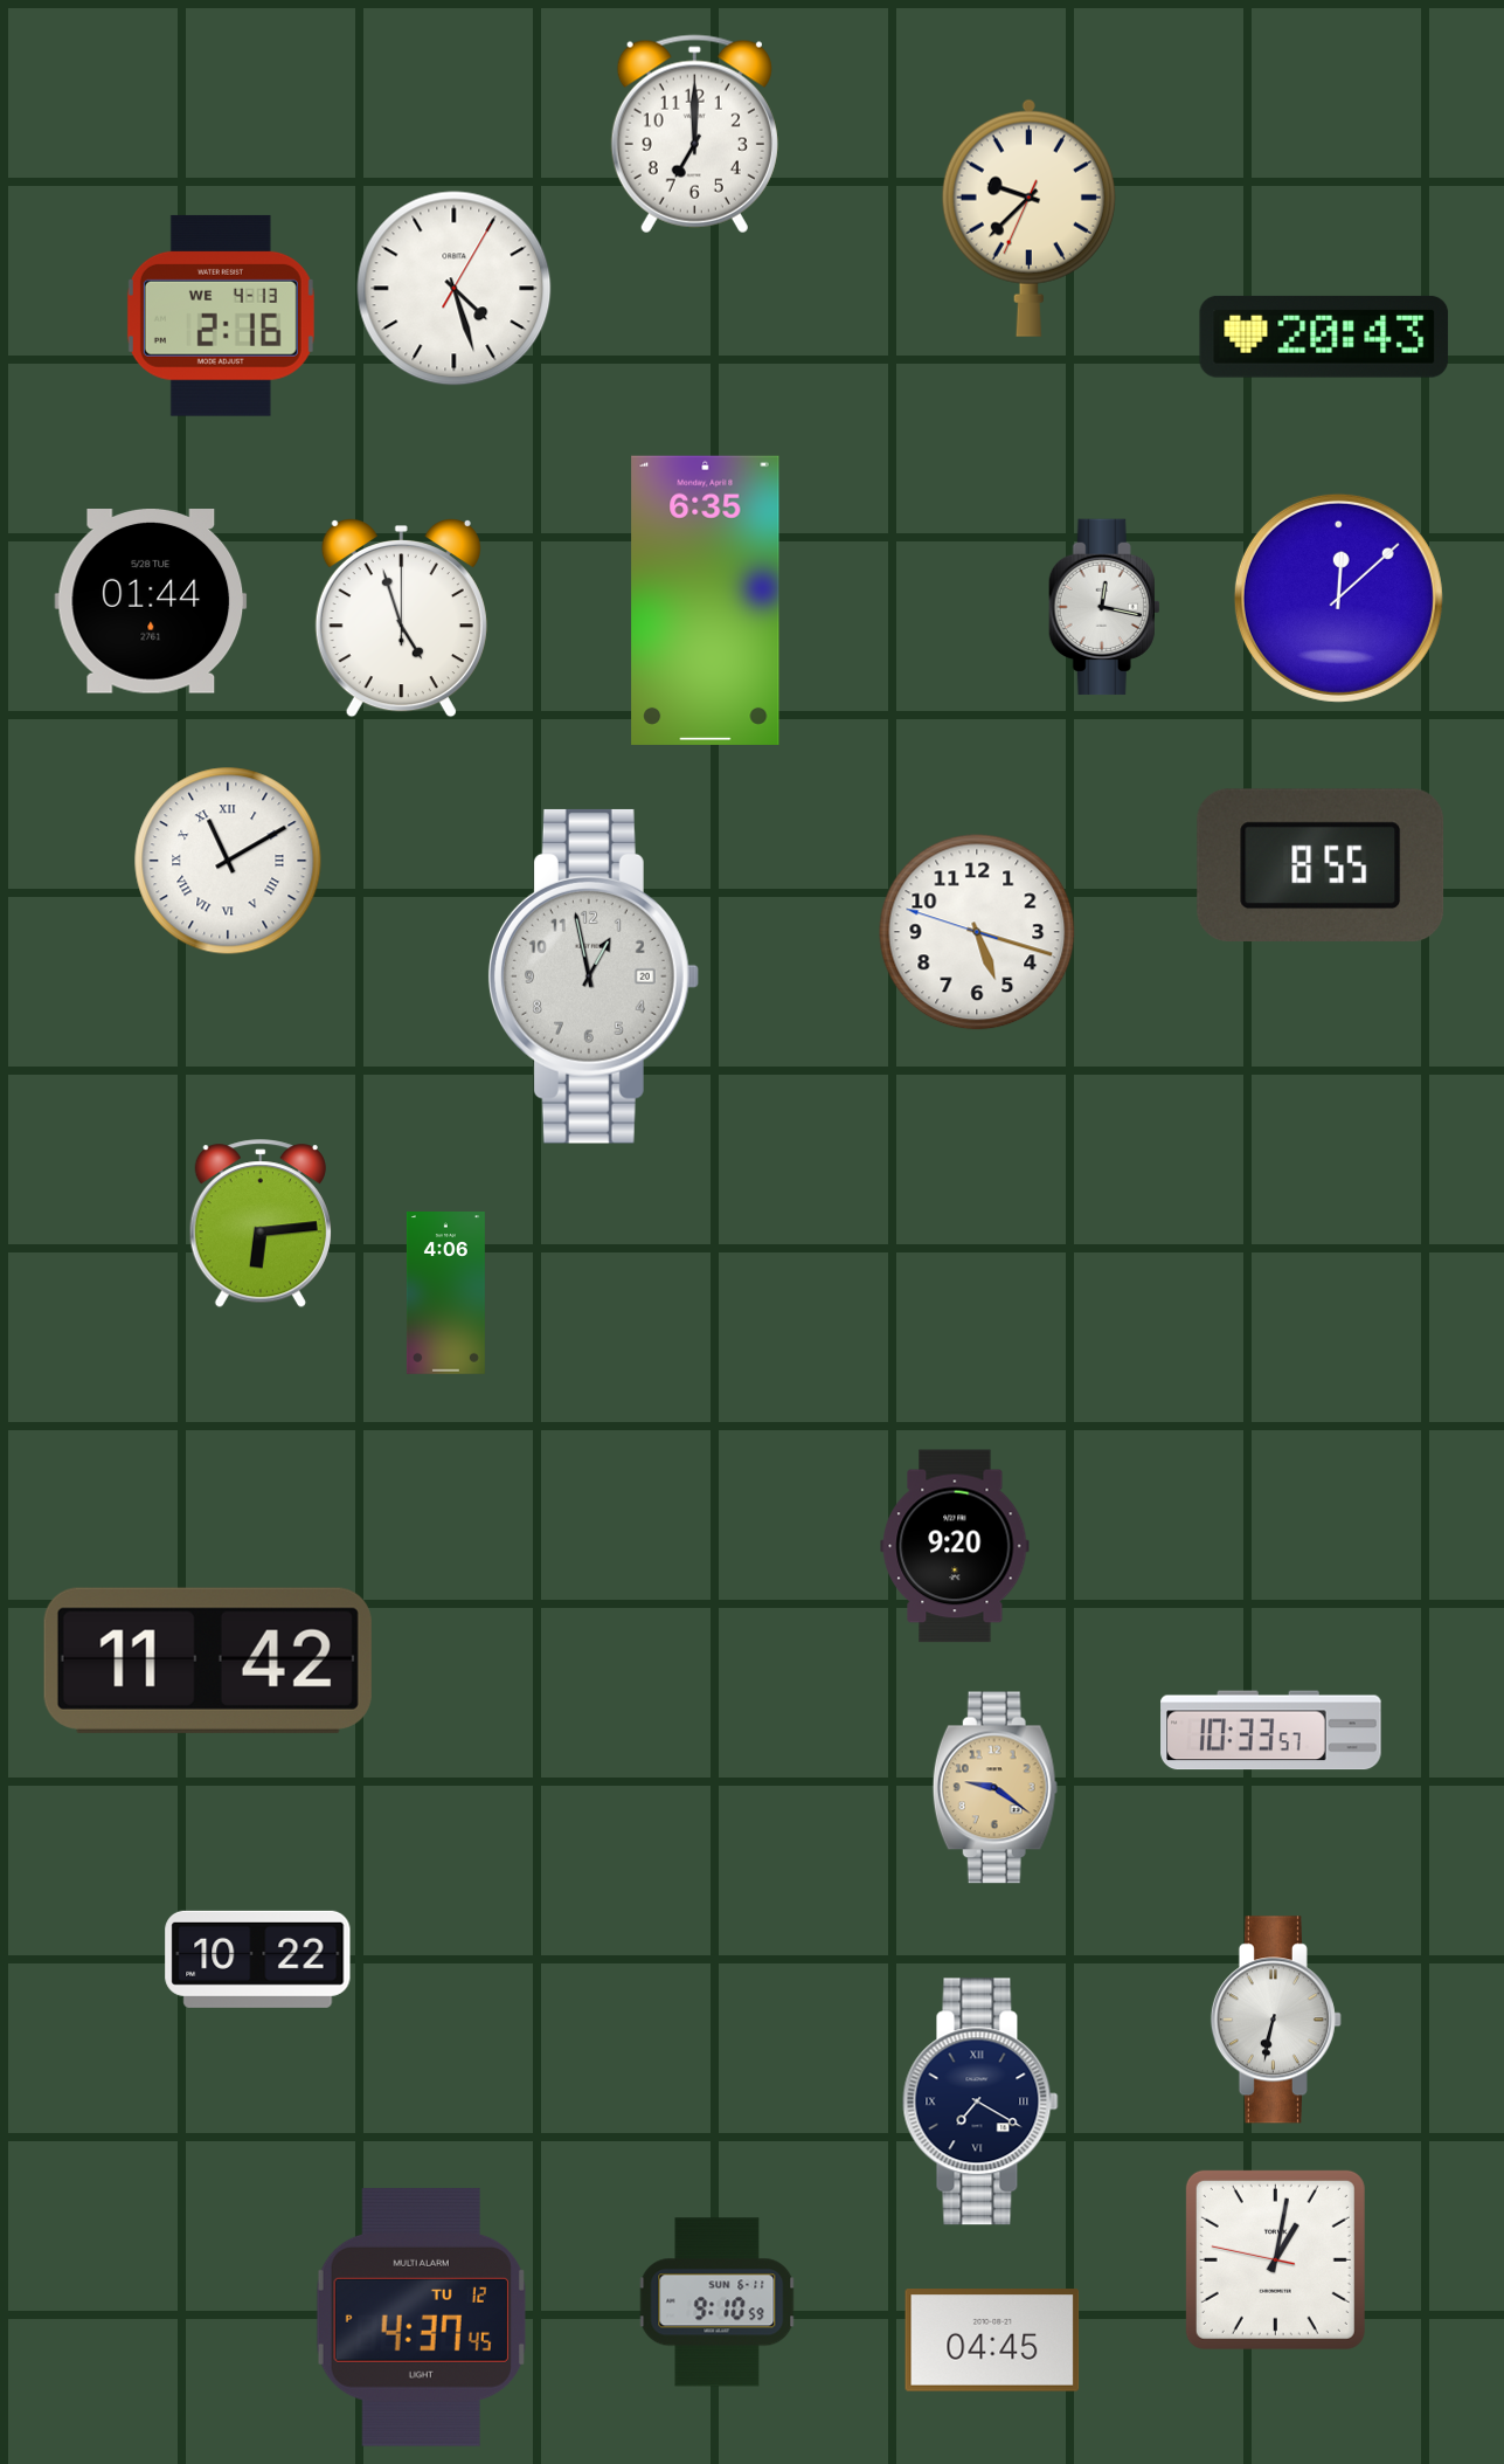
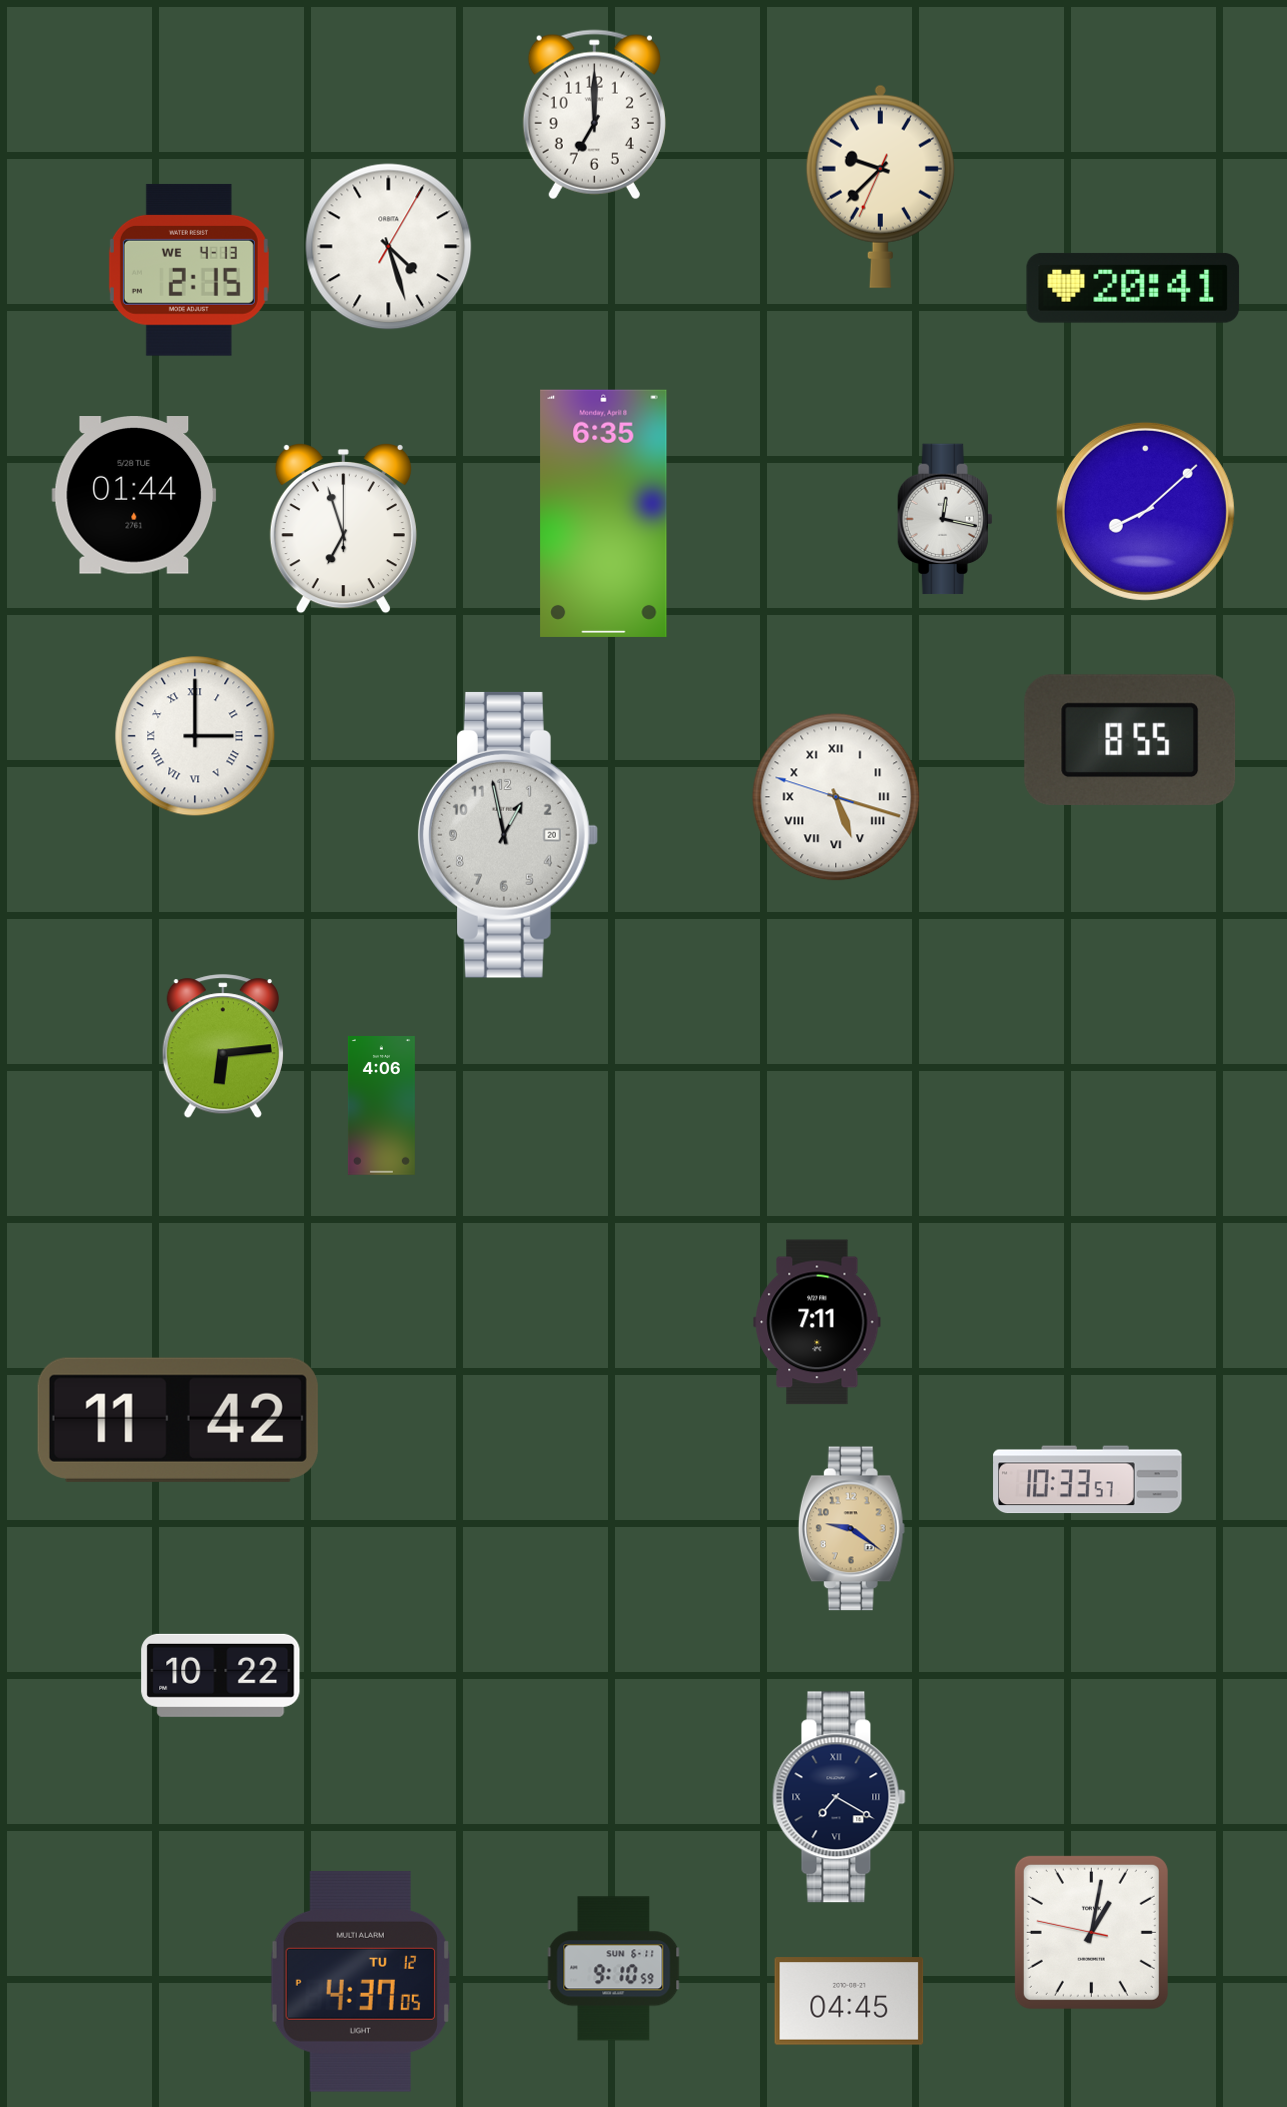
clock at (221, 316): 2:16 -> 2:15
clock at (1324, 337): 20:43 -> 20:41
clock at (1338, 598): 12:08 -> 8:08
clock at (151, 602) position: (151, 602) -> (134, 496)
clock at (401, 617): 4:57 -> 6:57
clock at (228, 861): 11:10 -> 3:00
clock at (977, 932) numerals: Arabic -> Roman
clock at (955, 1546): 9:20 -> 7:11
clock at (1276, 2020): 6:32 -> none
clock at (421, 2317): 4:37:45 -> 4:37:05
